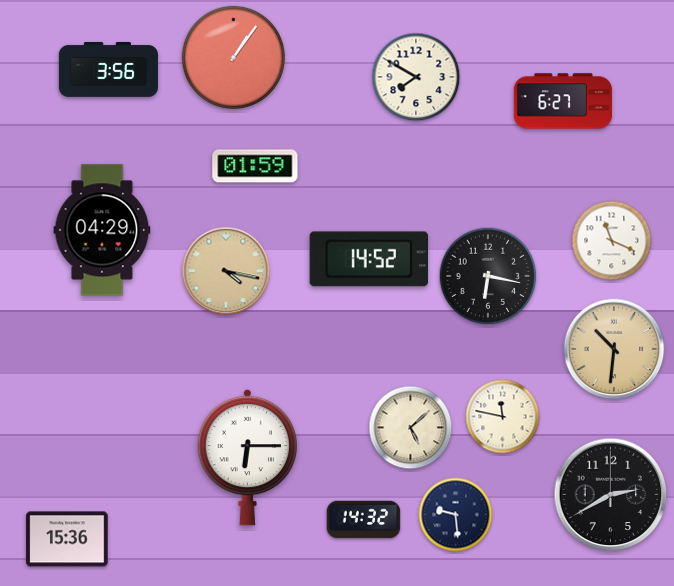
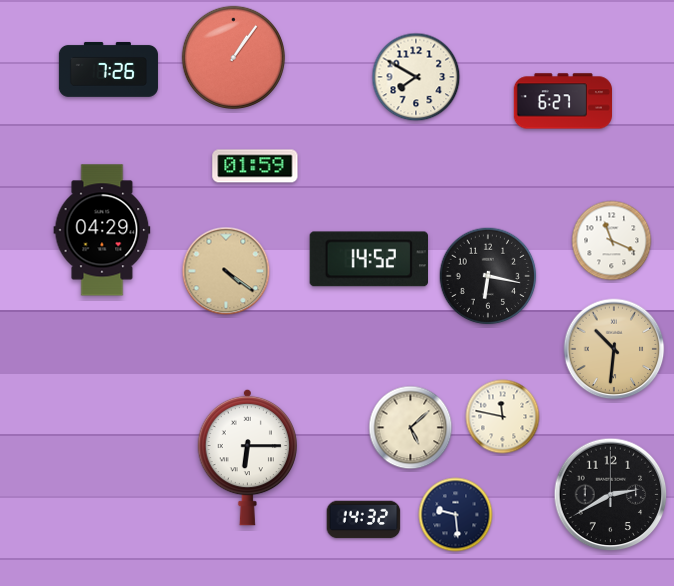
clock at (108, 70): 3:56 -> 7:26
clock at (226, 271): 4:17 -> 4:21
clock at (67, 539): 15:36 -> none
